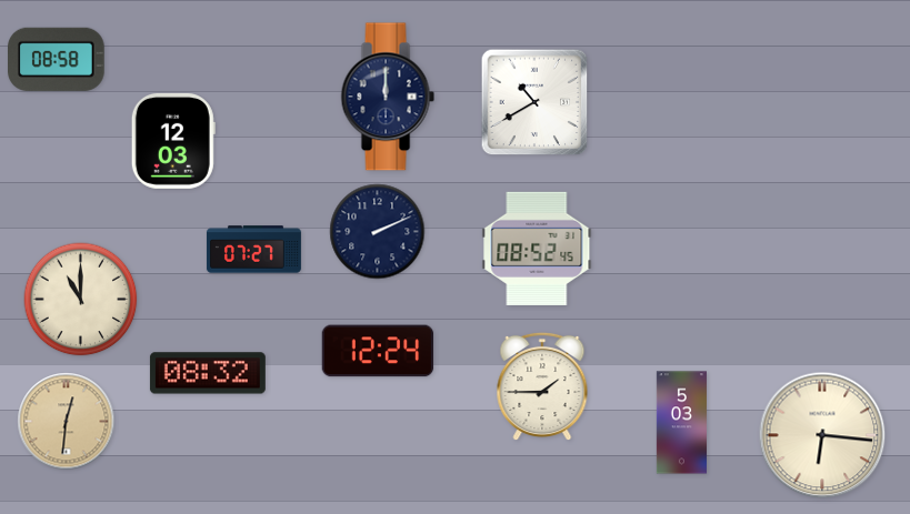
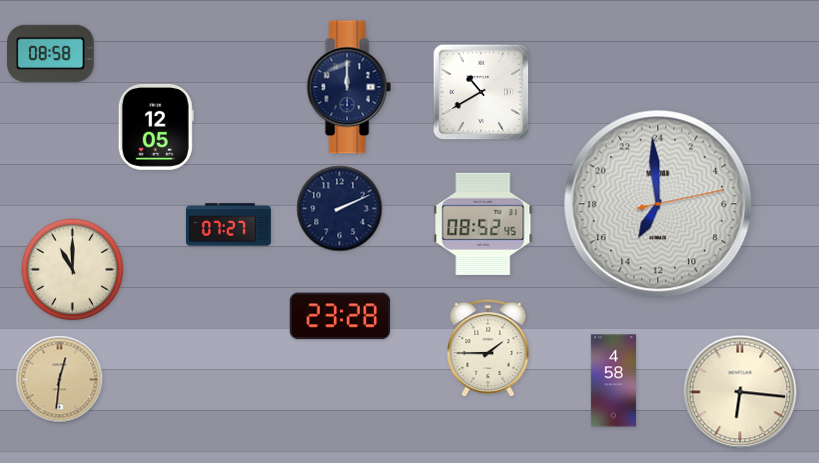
clock at (173, 141): 12:03 -> 12:05
clock at (658, 204): none -> 13:59
clock at (378, 351): 12:24 -> 23:28
clock at (208, 373): 08:32 -> none
clock at (681, 423): 5:03 -> 4:58
